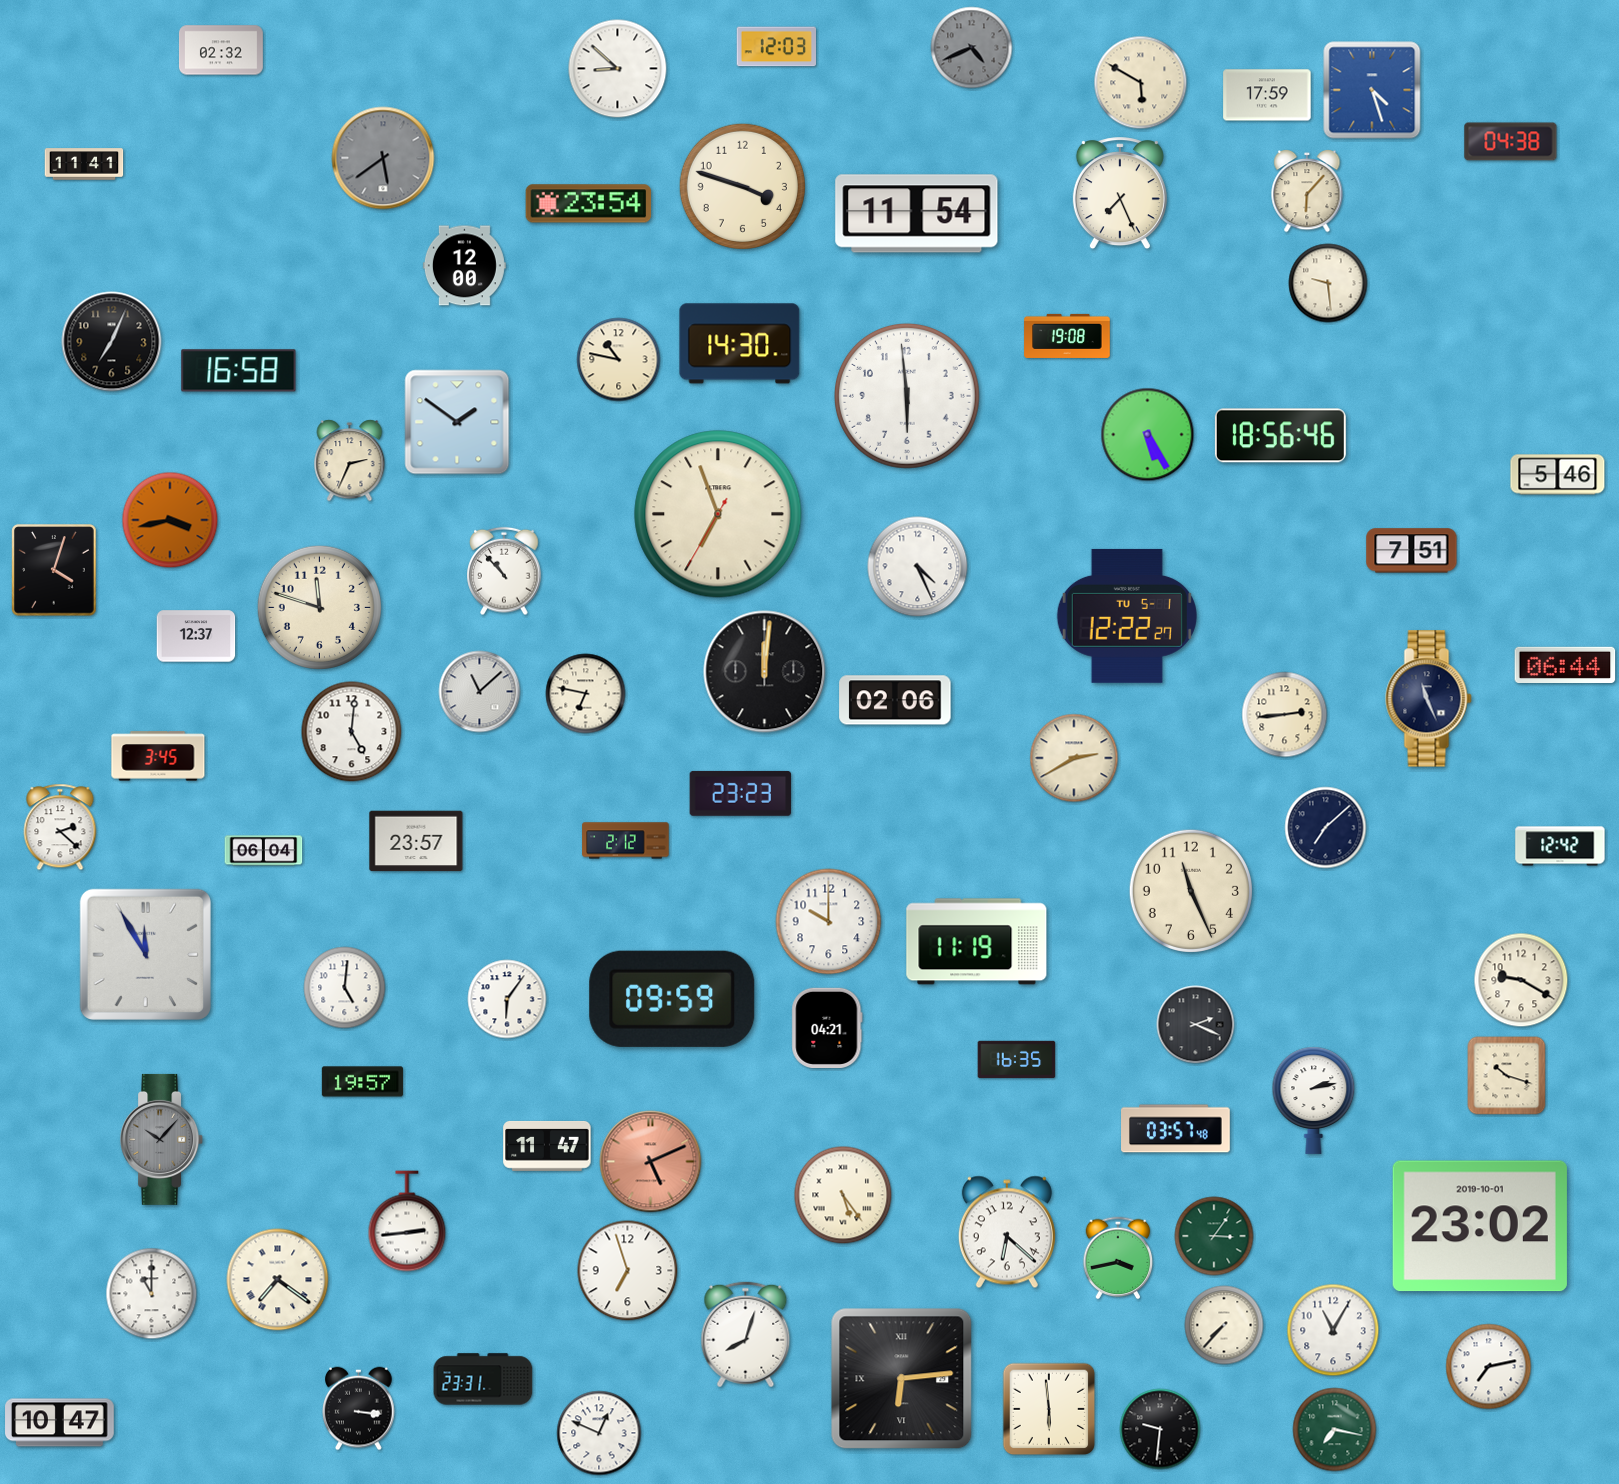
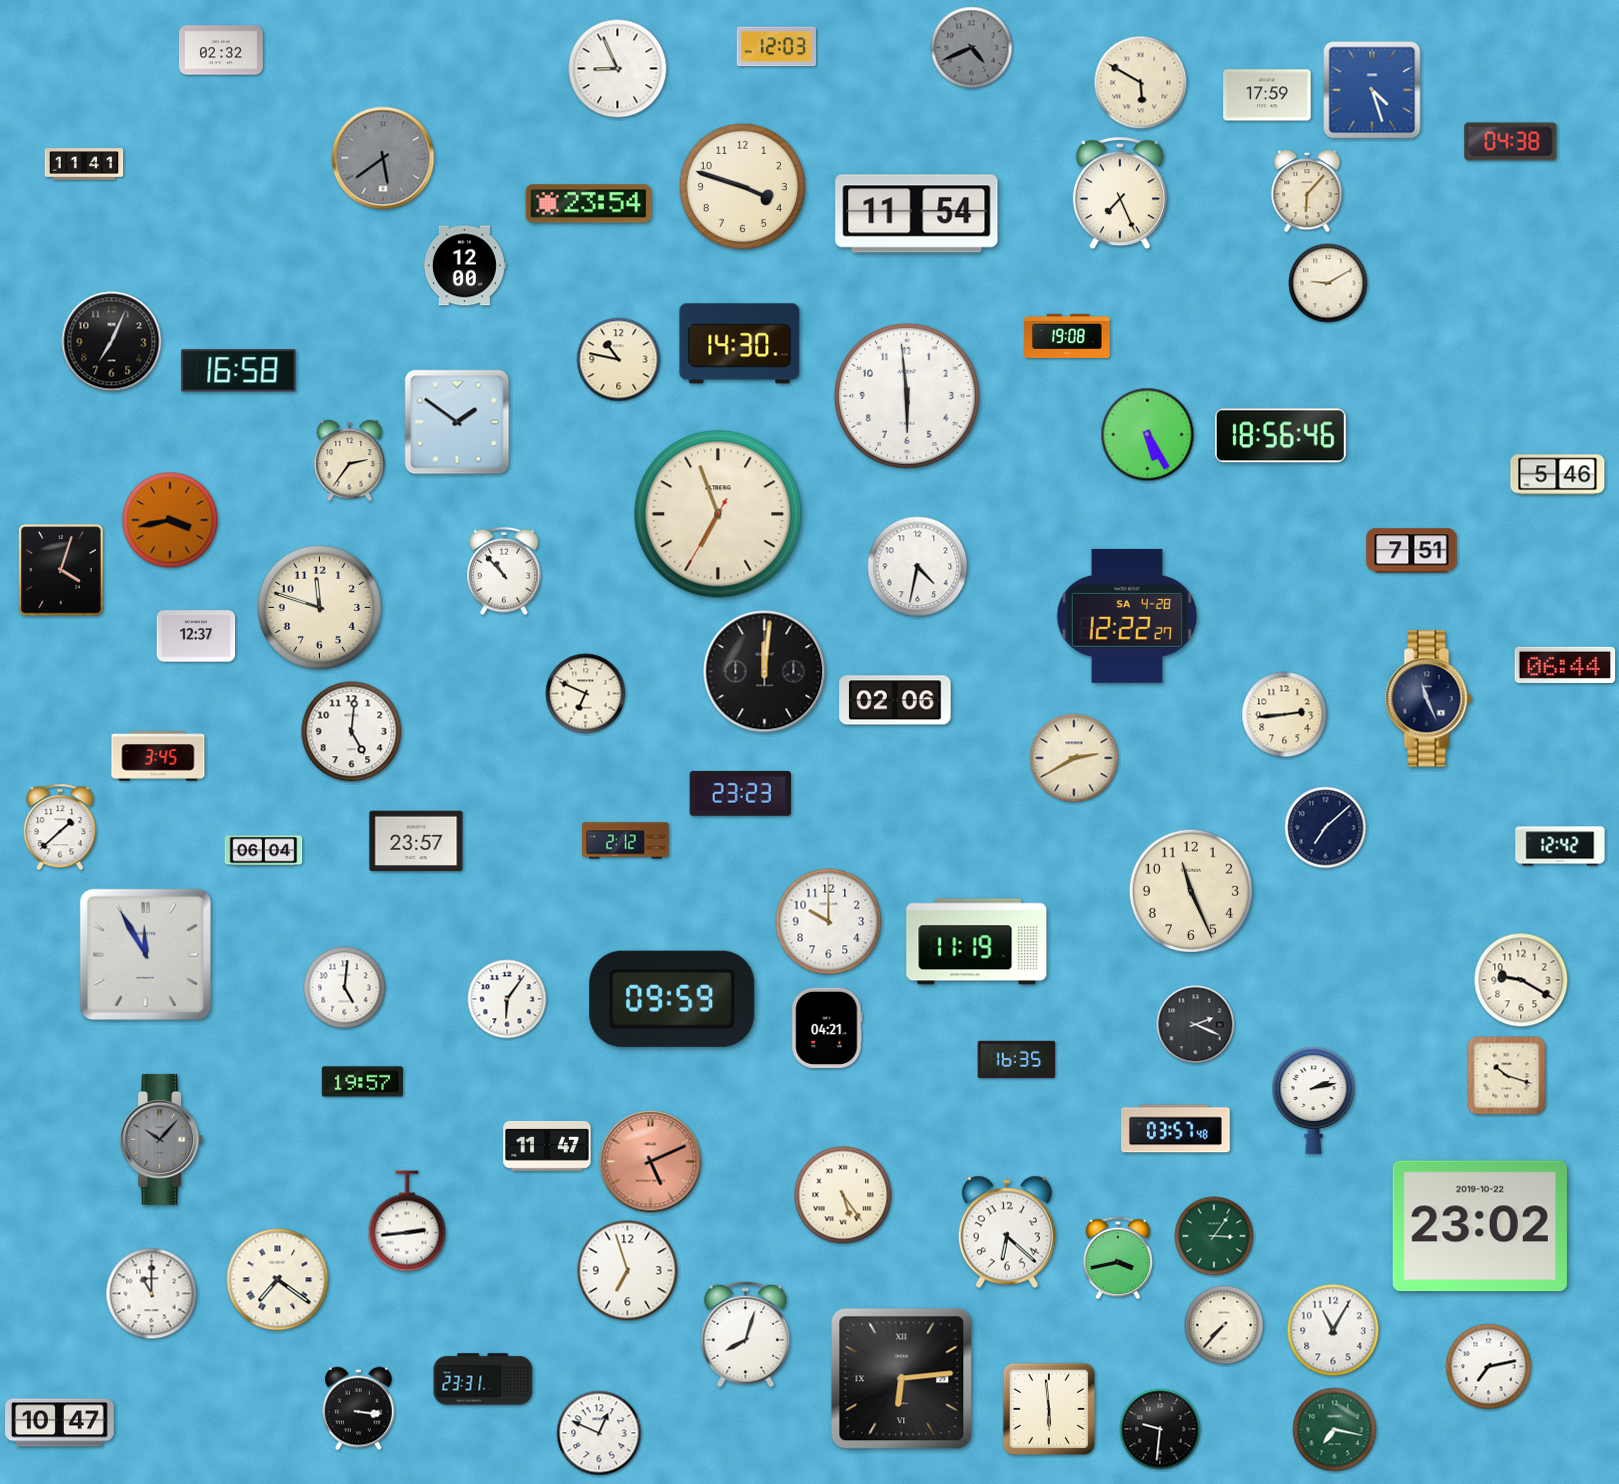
clock at (618, 69): 8:52 -> 8:56
clock at (1328, 283): 9:29 -> 9:10
clock at (350, 461): 2:34 -> 2:36
clock at (918, 567): 4:26 -> 4:32
clock at (54, 570) position: (54, 570) -> (61, 570)
clock at (1127, 616) date: TU 5-1 -> SA 4-28
clock at (480, 692): 11:08 -> none
clock at (586, 694): 6:47 -> 6:49
clock at (60, 827): 2:22 -> 1:38
clock at (1480, 1226) date: 2019-10-01 -> 2019-10-22
